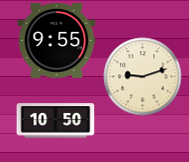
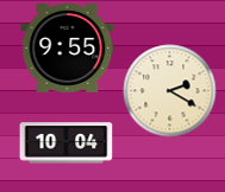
clock at (142, 76): 9:12 -> 2:20
clock at (55, 121): 10:50 -> 10:04
